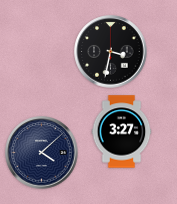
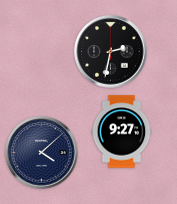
clock at (111, 52): 3:32 -> 2:32
clock at (122, 132): 3:27 -> 9:27
